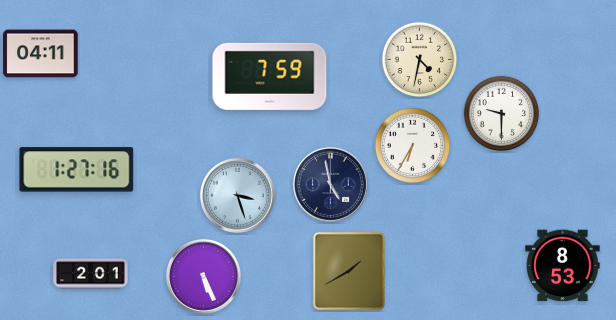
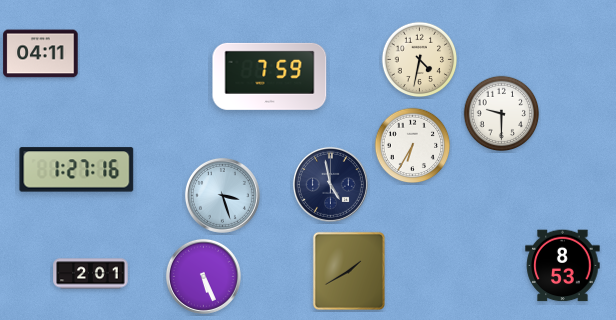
clock at (237, 195) position: (237, 195) -> (222, 195)
